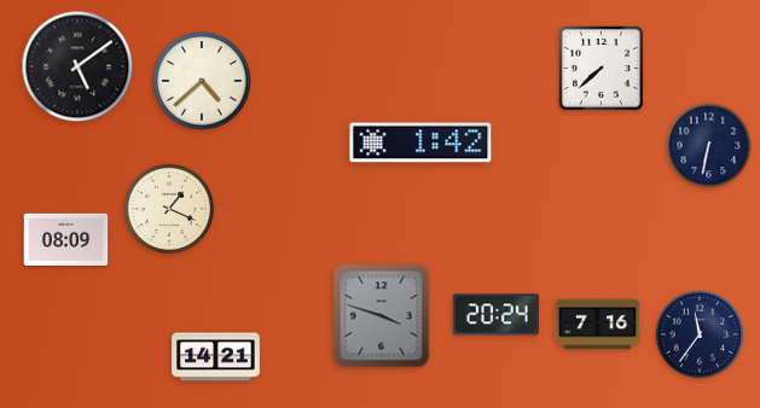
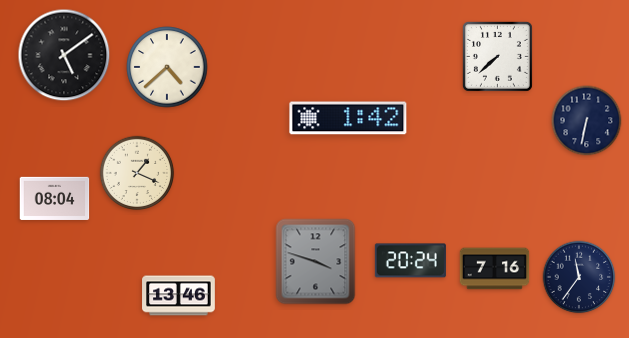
clock at (169, 209) position: (169, 209) -> (137, 173)
clock at (66, 239): 08:09 -> 08:04
clock at (216, 357): 14:21 -> 13:46
